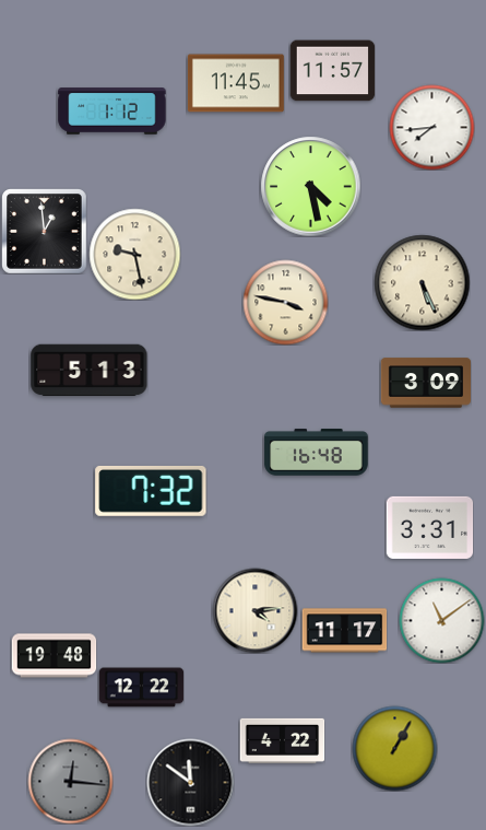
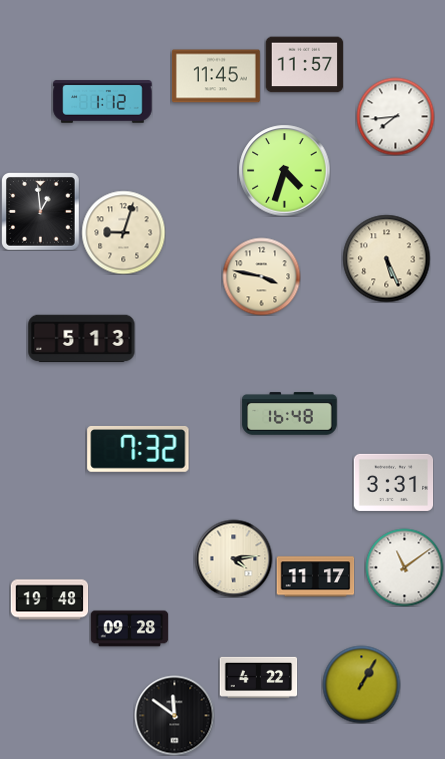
clock at (310, 186): 4:28 -> 4:33
clock at (134, 254): 9:28 -> 9:03
clock at (425, 383): 3:09 -> none
clock at (141, 688): 12:22 -> 09:28
clock at (70, 781): 12:16 -> none
